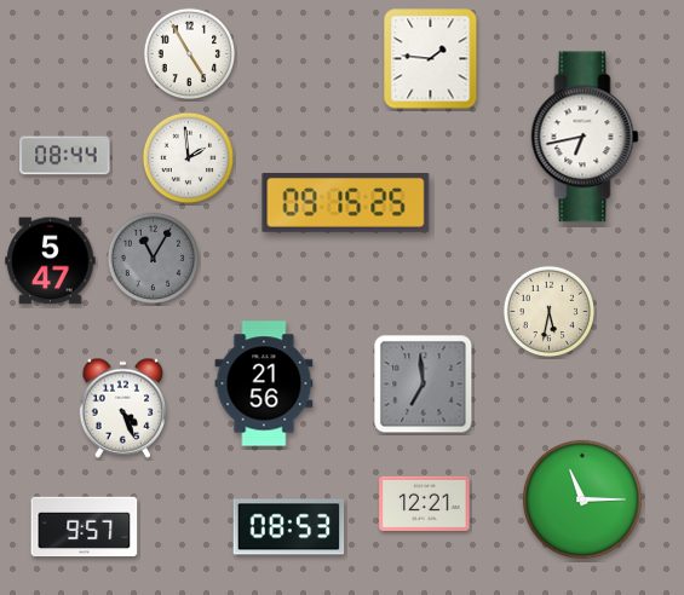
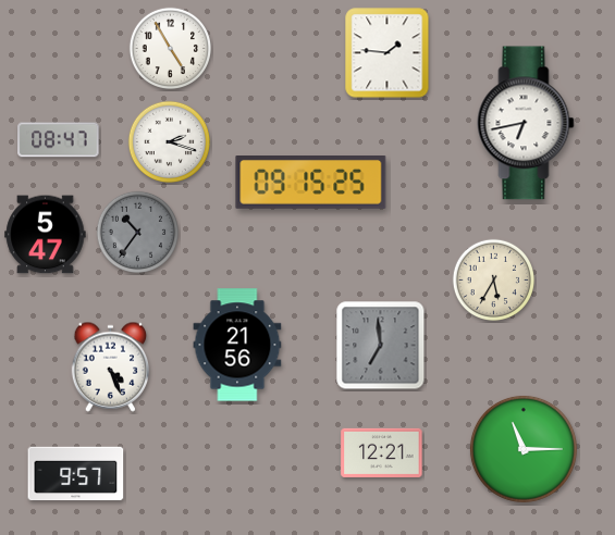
clock at (65, 156): 08:44 -> 08:47
clock at (189, 158): 1:59 -> 2:18
clock at (154, 259): 11:05 -> 10:36
clock at (550, 312): 5:32 -> 5:35
clock at (289, 527): 08:53 -> none
